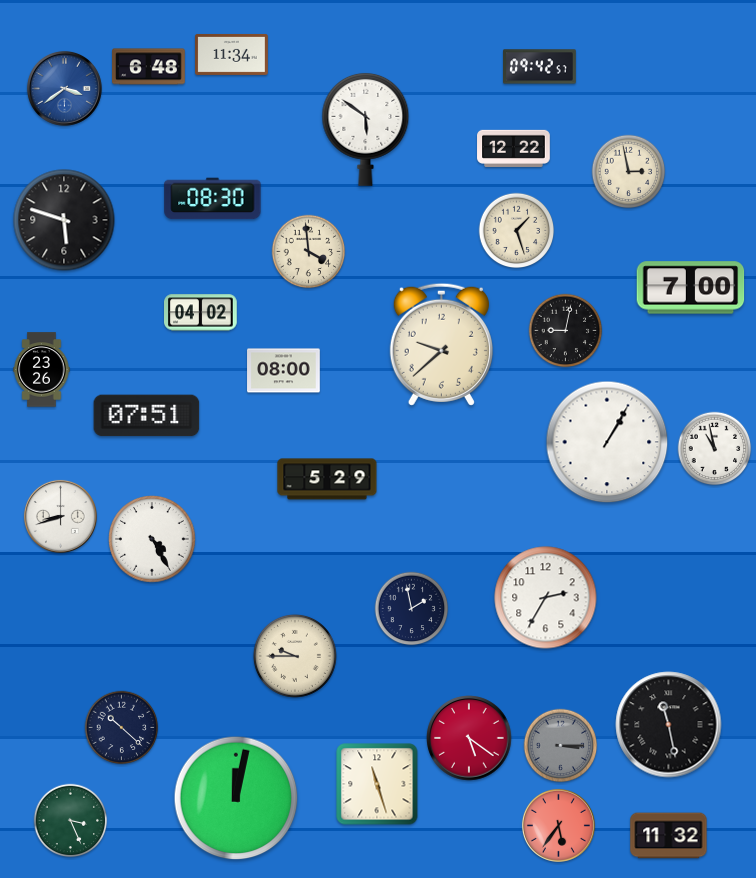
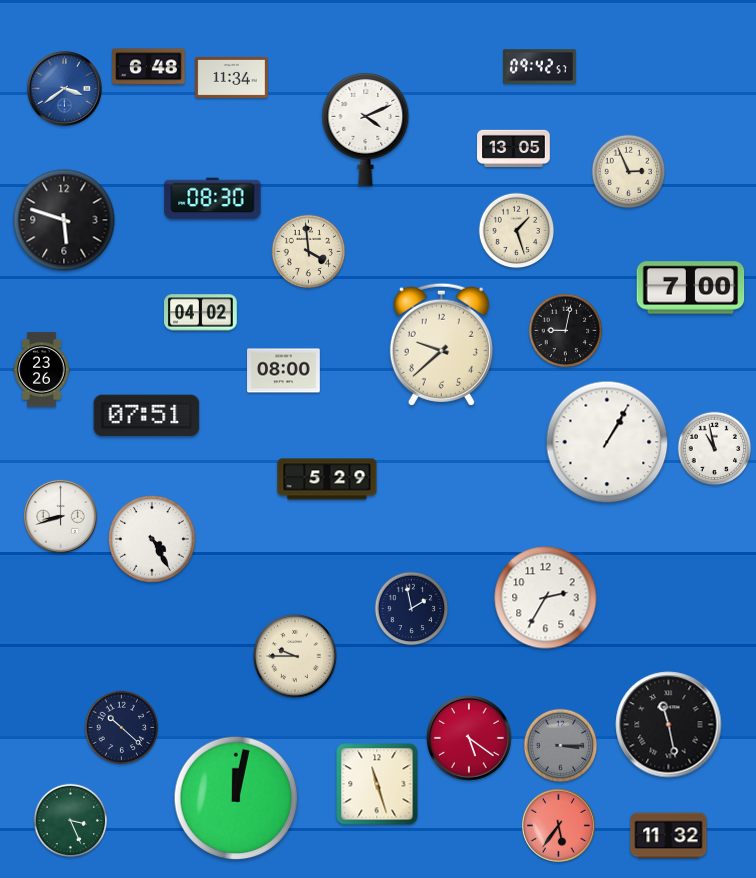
clock at (232, 54) position: (232, 54) -> (232, 77)
clock at (366, 129): 5:51 -> 4:11
clock at (514, 148): 12:22 -> 13:05
clock at (629, 172): 2:58 -> 2:56
